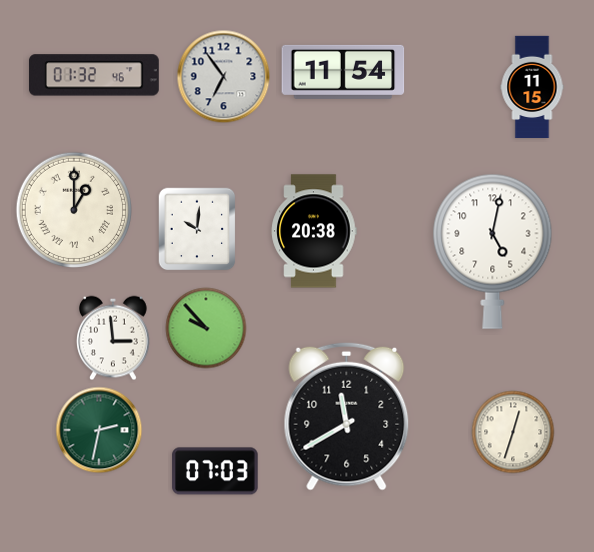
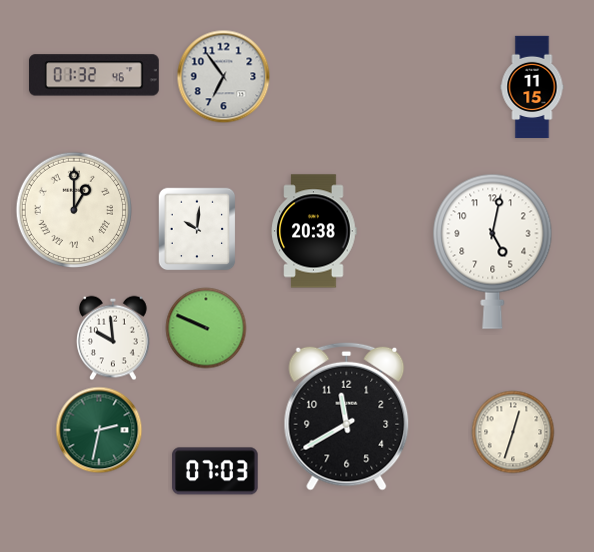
clock at (343, 72): 11:54 -> none
clock at (206, 328): 9:53 -> 9:49
clock at (114, 338): 2:59 -> 9:59
